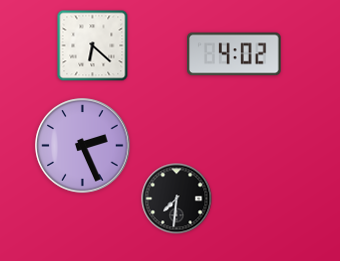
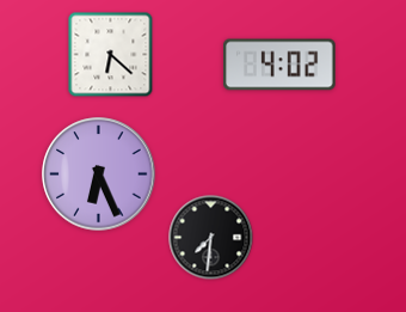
clock at (83, 146): 2:26 -> 6:26
